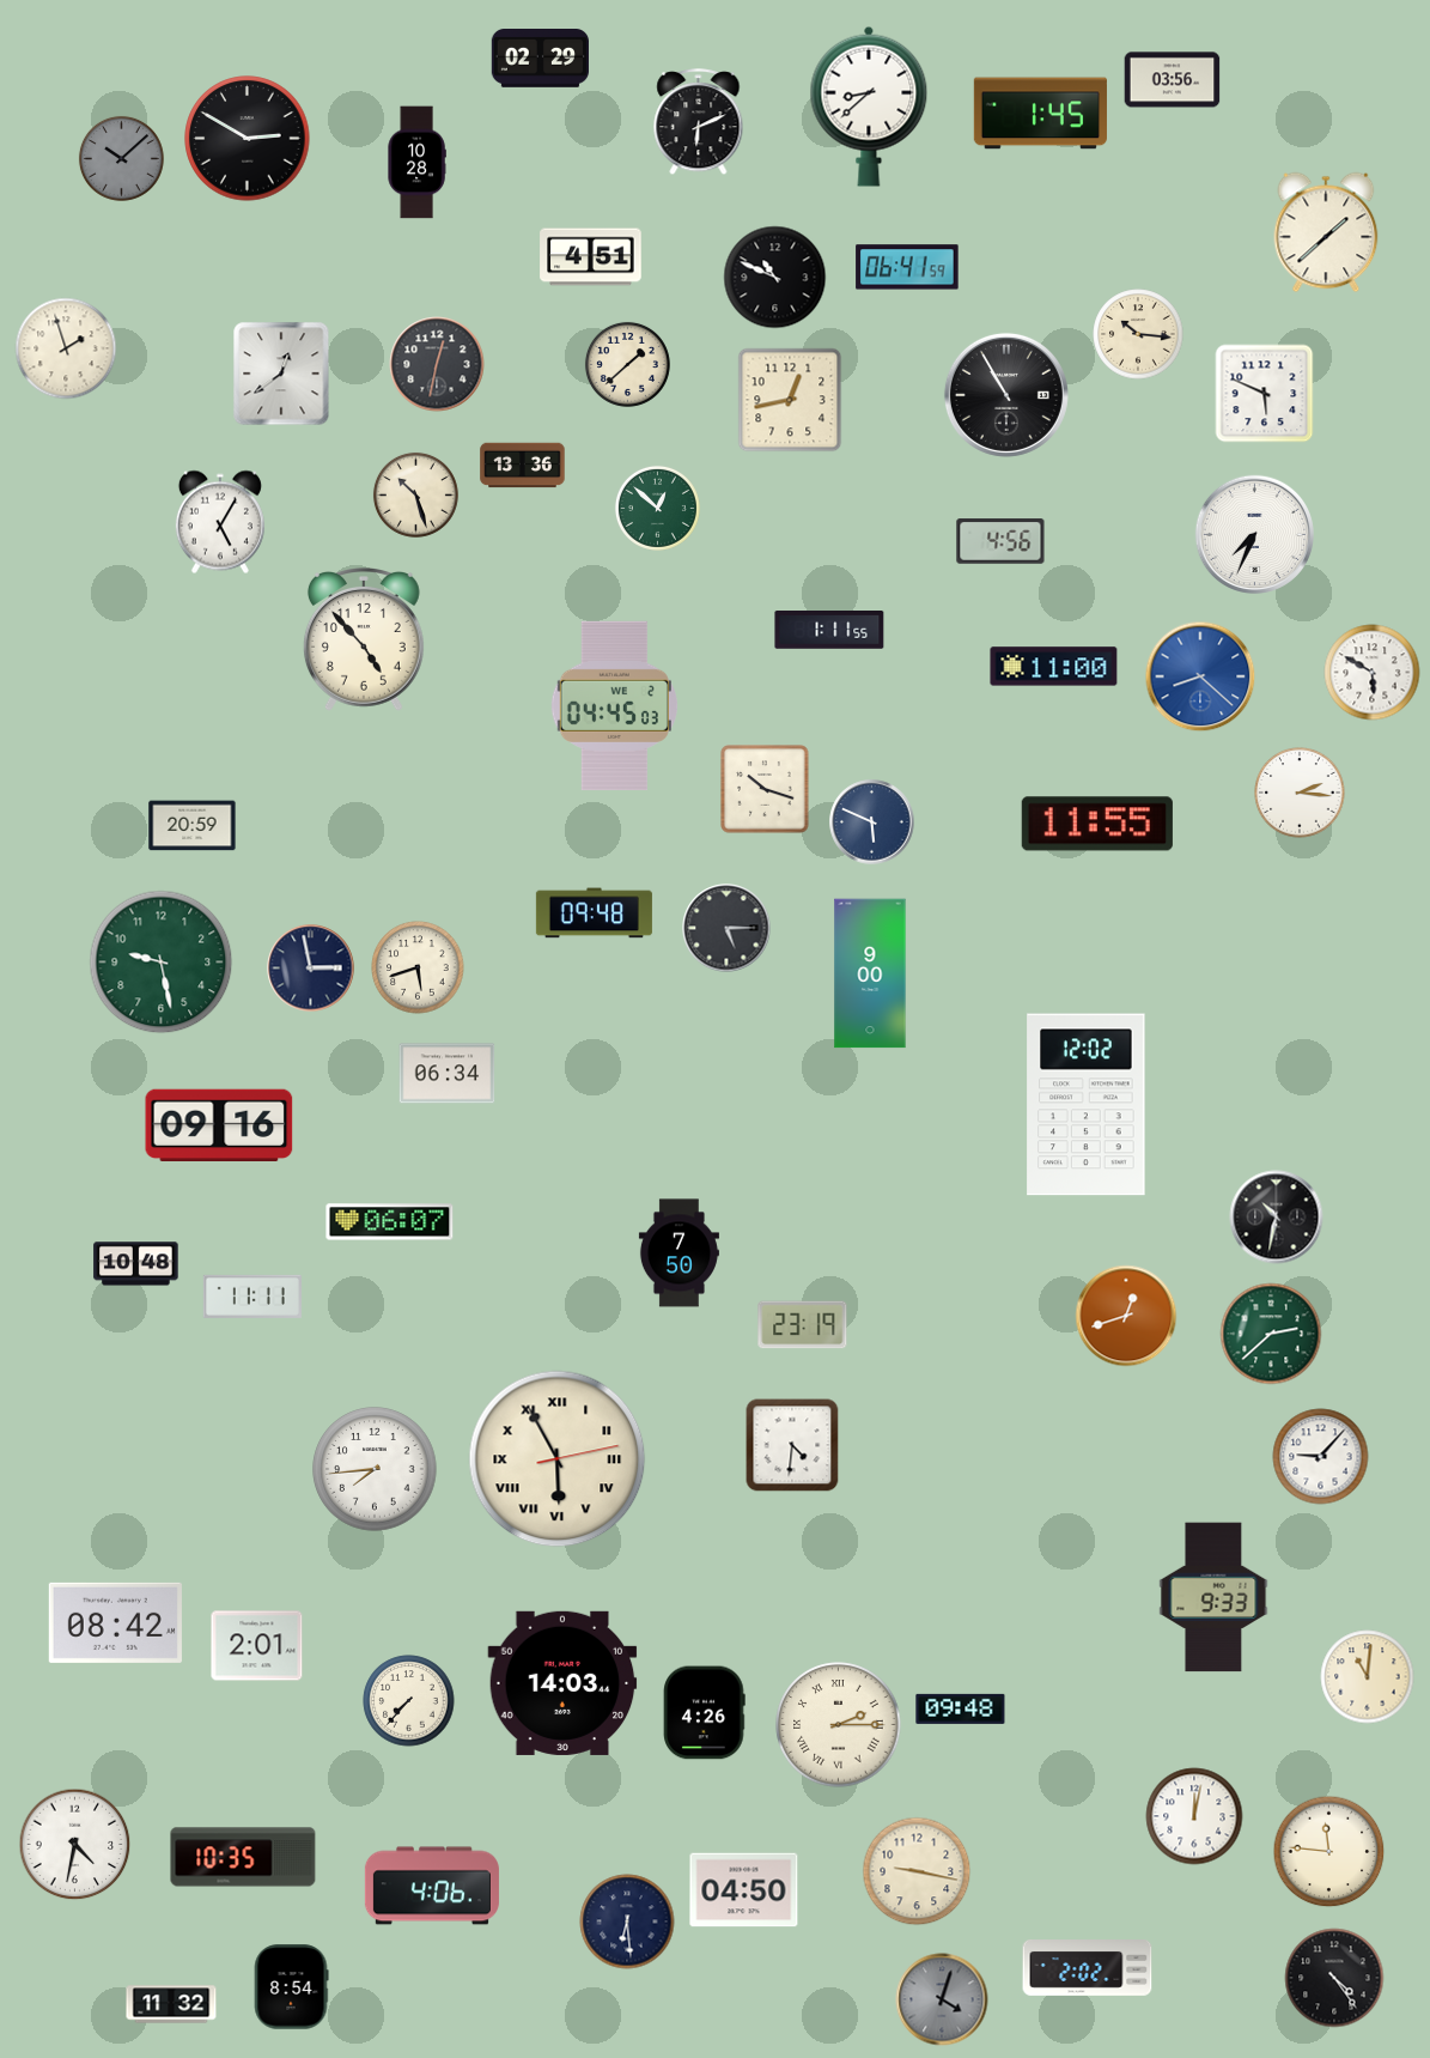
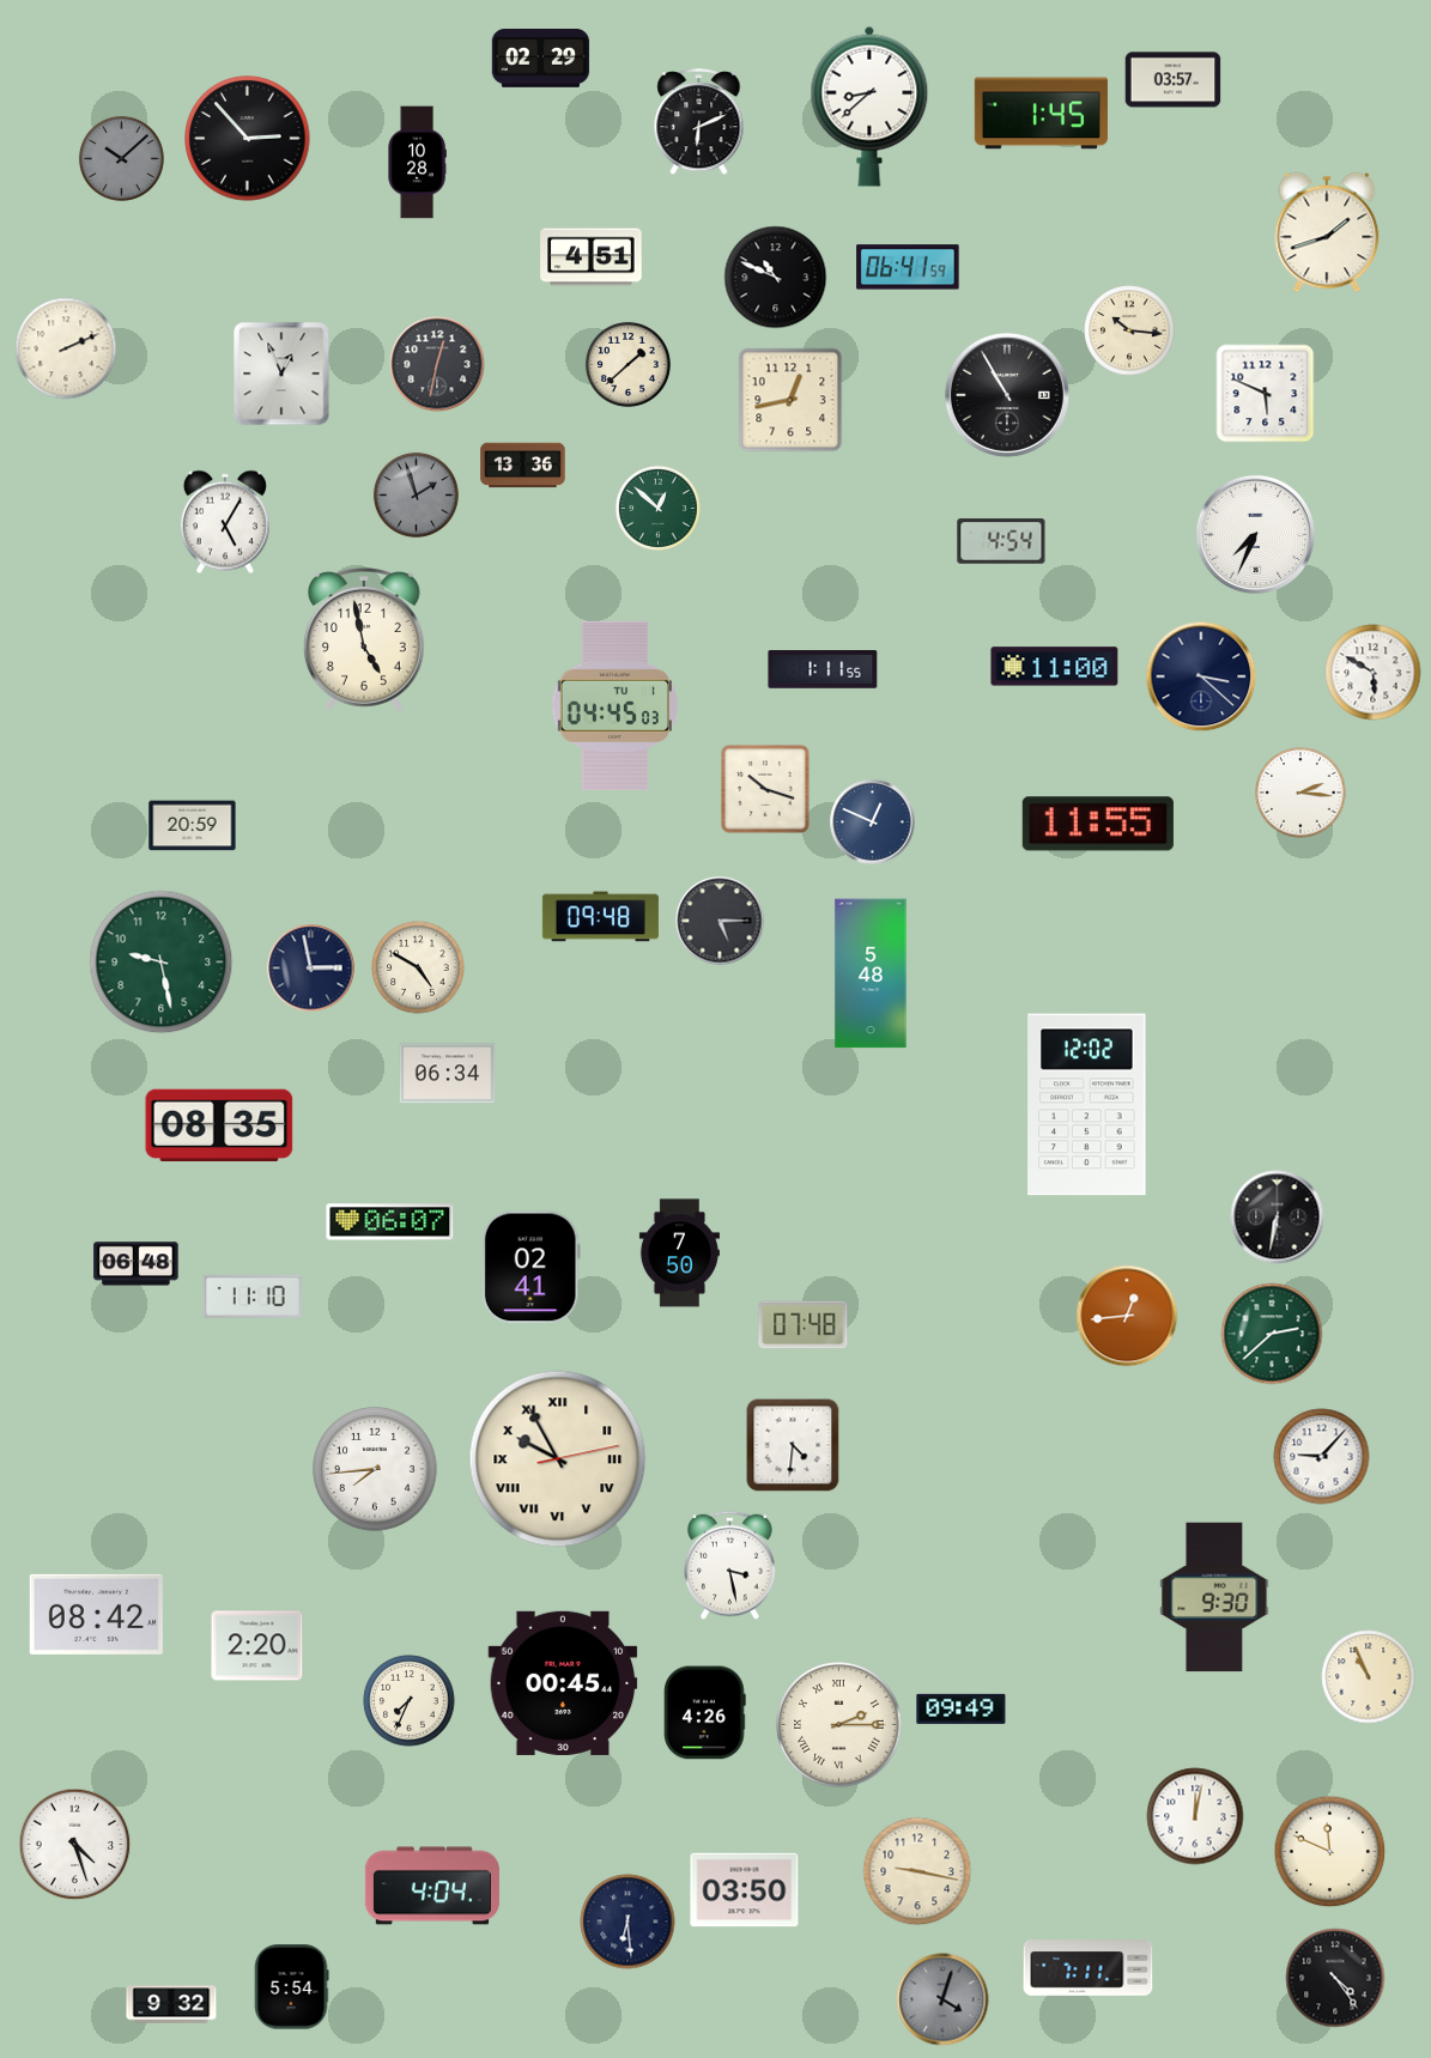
clock at (1173, 80): 03:56 -> 03:57
clock at (248, 139): 2:50 -> 2:53
clock at (1326, 232): 1:38 -> 1:42
clock at (1138, 334) position: (1138, 334) -> (1129, 330)
clock at (66, 348): 1:57 -> 2:11
clock at (281, 374): 12:39 -> 12:56
clock at (415, 494): 10:27 -> 1:57
clock at (415, 494) dial: cream -> grey
clock at (220, 522) position: (220, 522) -> (225, 522)
clock at (1000, 541): 4:56 -> 4:54
clock at (829, 631) position: (829, 631) -> (823, 670)
clock at (364, 641): 4:53 -> 4:58
clock at (1200, 676): 8:22 -> 3:22
clock at (1200, 676) dial: blue -> navy
clock at (614, 705) date: WE 2 -> TU 1
clock at (872, 822): 5:49 -> 12:49
clock at (594, 913) position: (594, 913) -> (600, 917)
clock at (726, 928) position: (726, 928) -> (720, 921)
clock at (418, 967): 5:42 -> 4:50
clock at (870, 973): 9:00 -> 5:48
clock at (219, 1124): 09:16 -> 08:35
clock at (1277, 1218): 10:32 -> 6:32
clock at (136, 1264): 10:48 -> 06:48
clock at (530, 1268): none -> 02:41
clock at (252, 1297): 11:11 -> 11:10
clock at (1126, 1316): 12:42 -> 12:44
clock at (803, 1325): 23:19 -> 07:48
clock at (558, 1459): 5:55 -> 9:55
clock at (730, 1565): none -> 3:28
clock at (1213, 1597): 9:33 -> 9:30
clock at (115, 1622) position: (115, 1622) -> (96, 1614)
clock at (257, 1646): 2:01 -> 2:20
clock at (1368, 1677): 11:01 -> 10:56
clock at (562, 1683): 14:03 -> 00:45
clock at (409, 1701): 7:37 -> 7:34
clock at (961, 1708): 09:48 -> 09:49
clock at (75, 1845): 4:32 -> 4:27
clock at (1329, 1852): 11:46 -> 11:49
clock at (243, 1857): 10:35 -> none
clock at (432, 1886): 4:06 -> 4:04
clock at (744, 1890): 04:50 -> 03:50
clock at (1088, 1968): 2:02 -> 7:11
clock at (291, 1987): 8:54 -> 5:54
clock at (171, 2004): 11:32 -> 9:32
